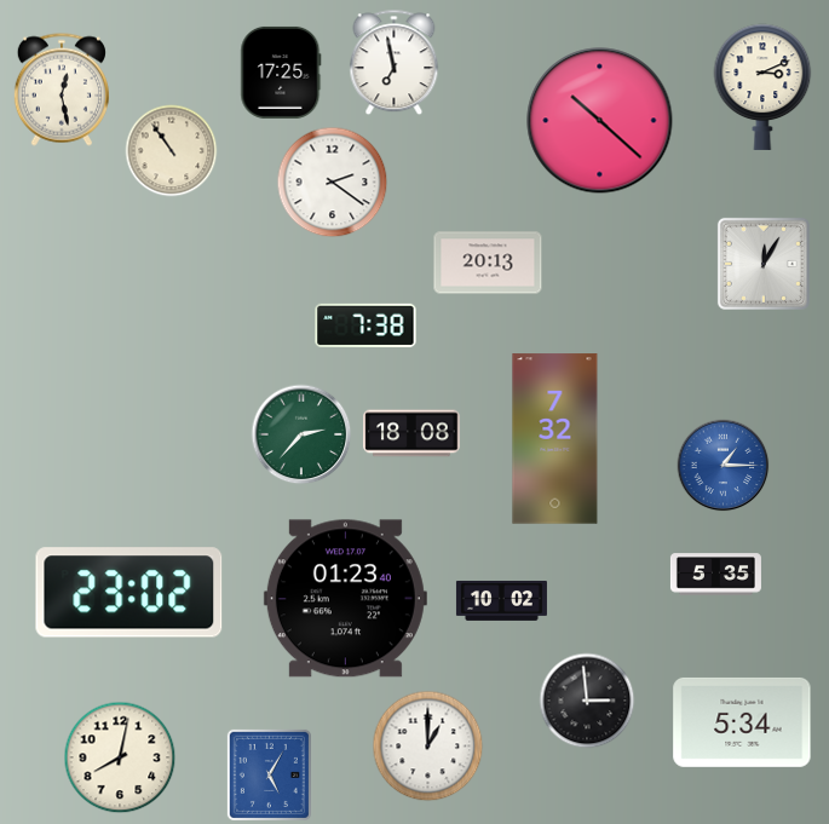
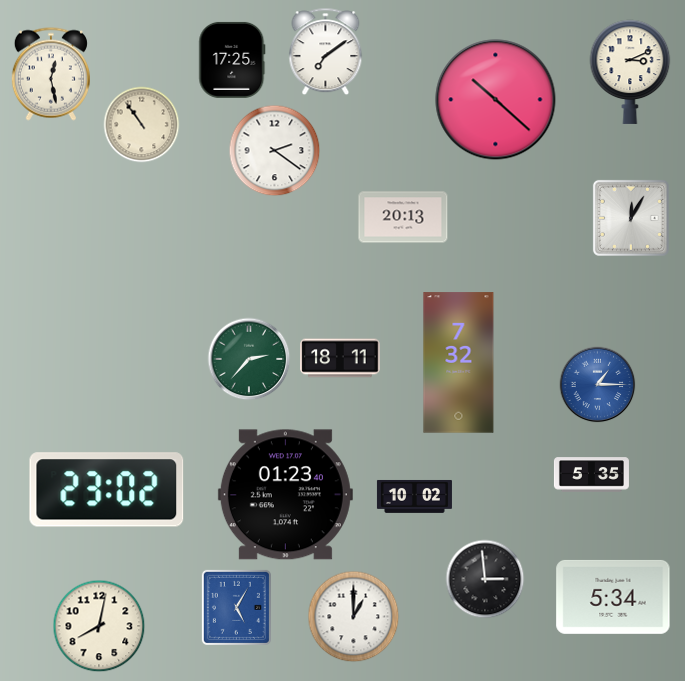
clock at (395, 63): 6:58 -> 7:09
clock at (365, 325): 7:38 -> none
clock at (411, 433): 18:08 -> 18:11
clock at (269, 774) position: (269, 774) -> (236, 607)
